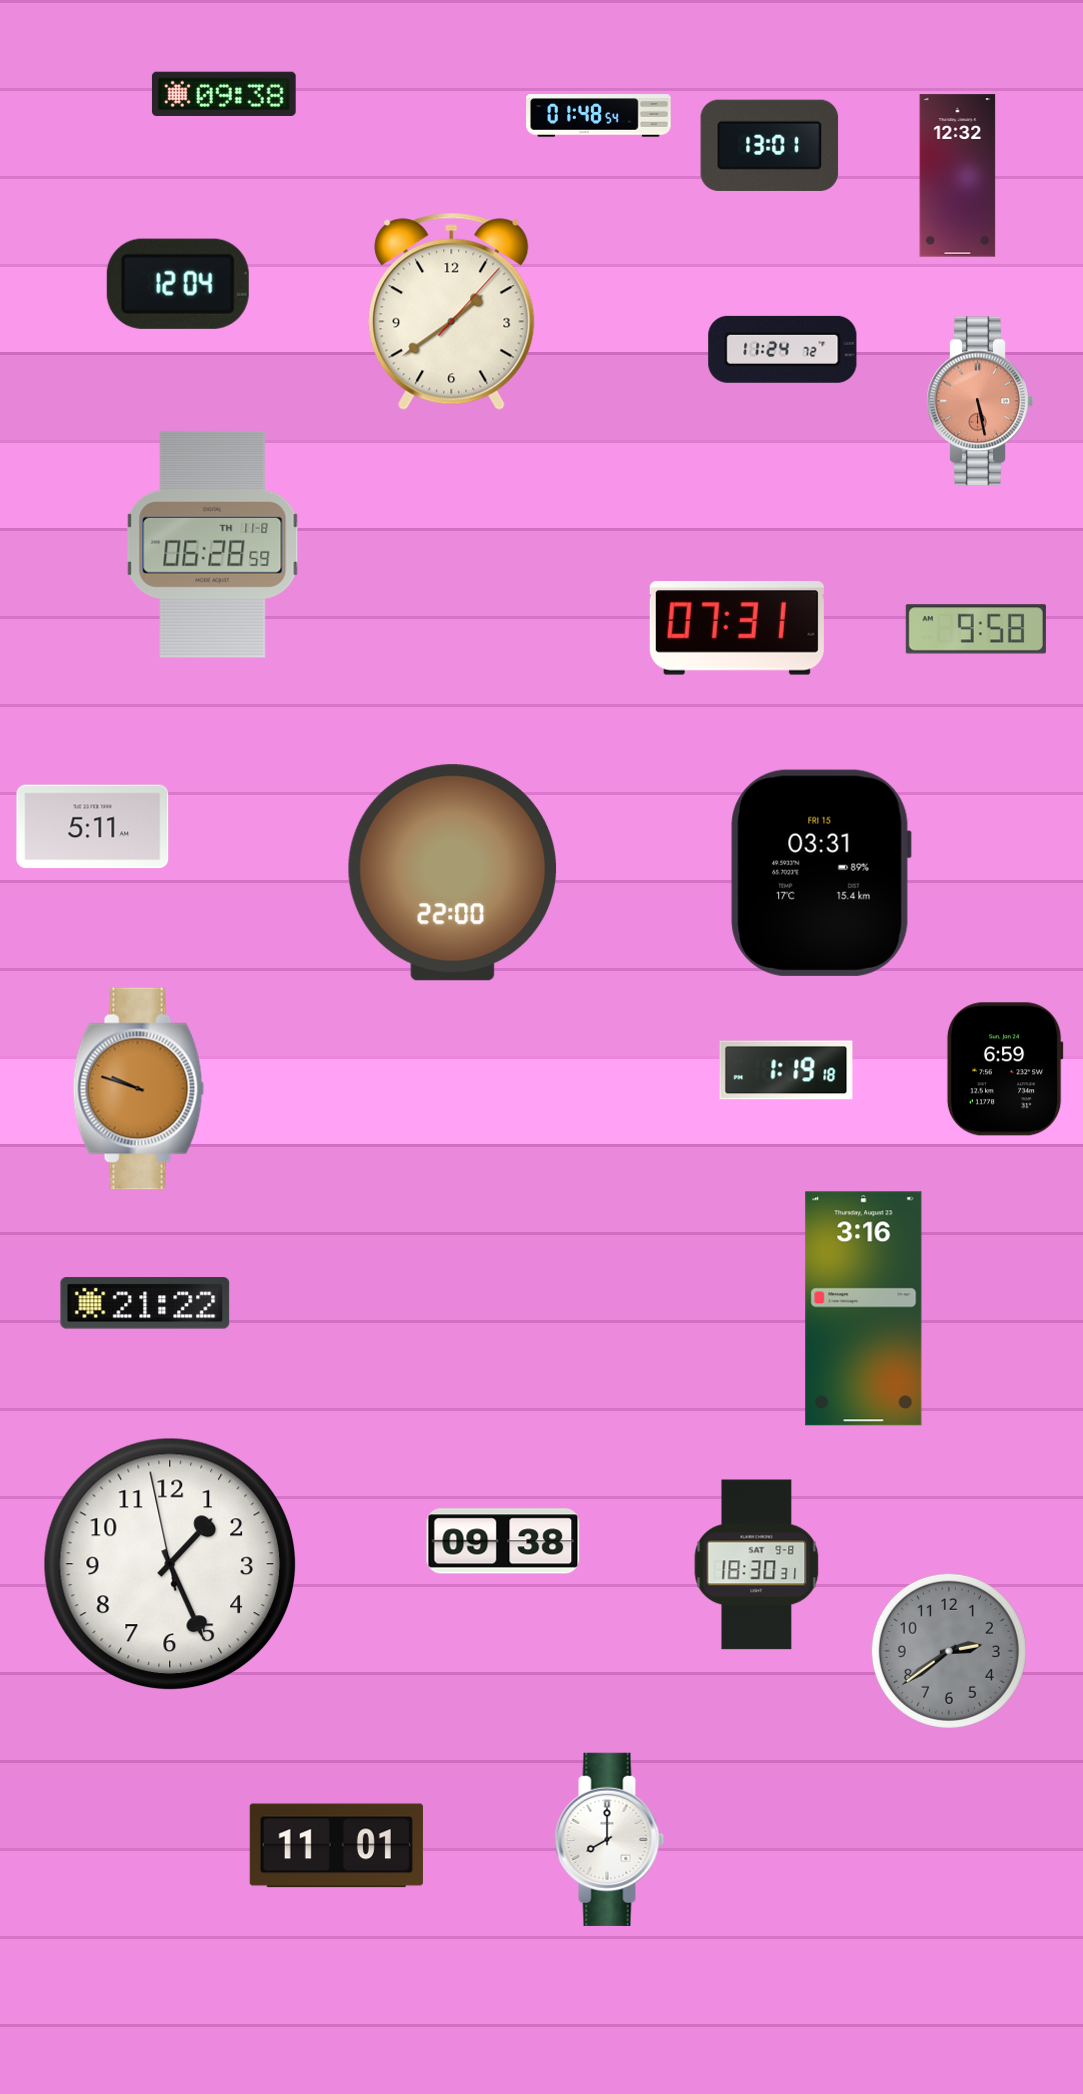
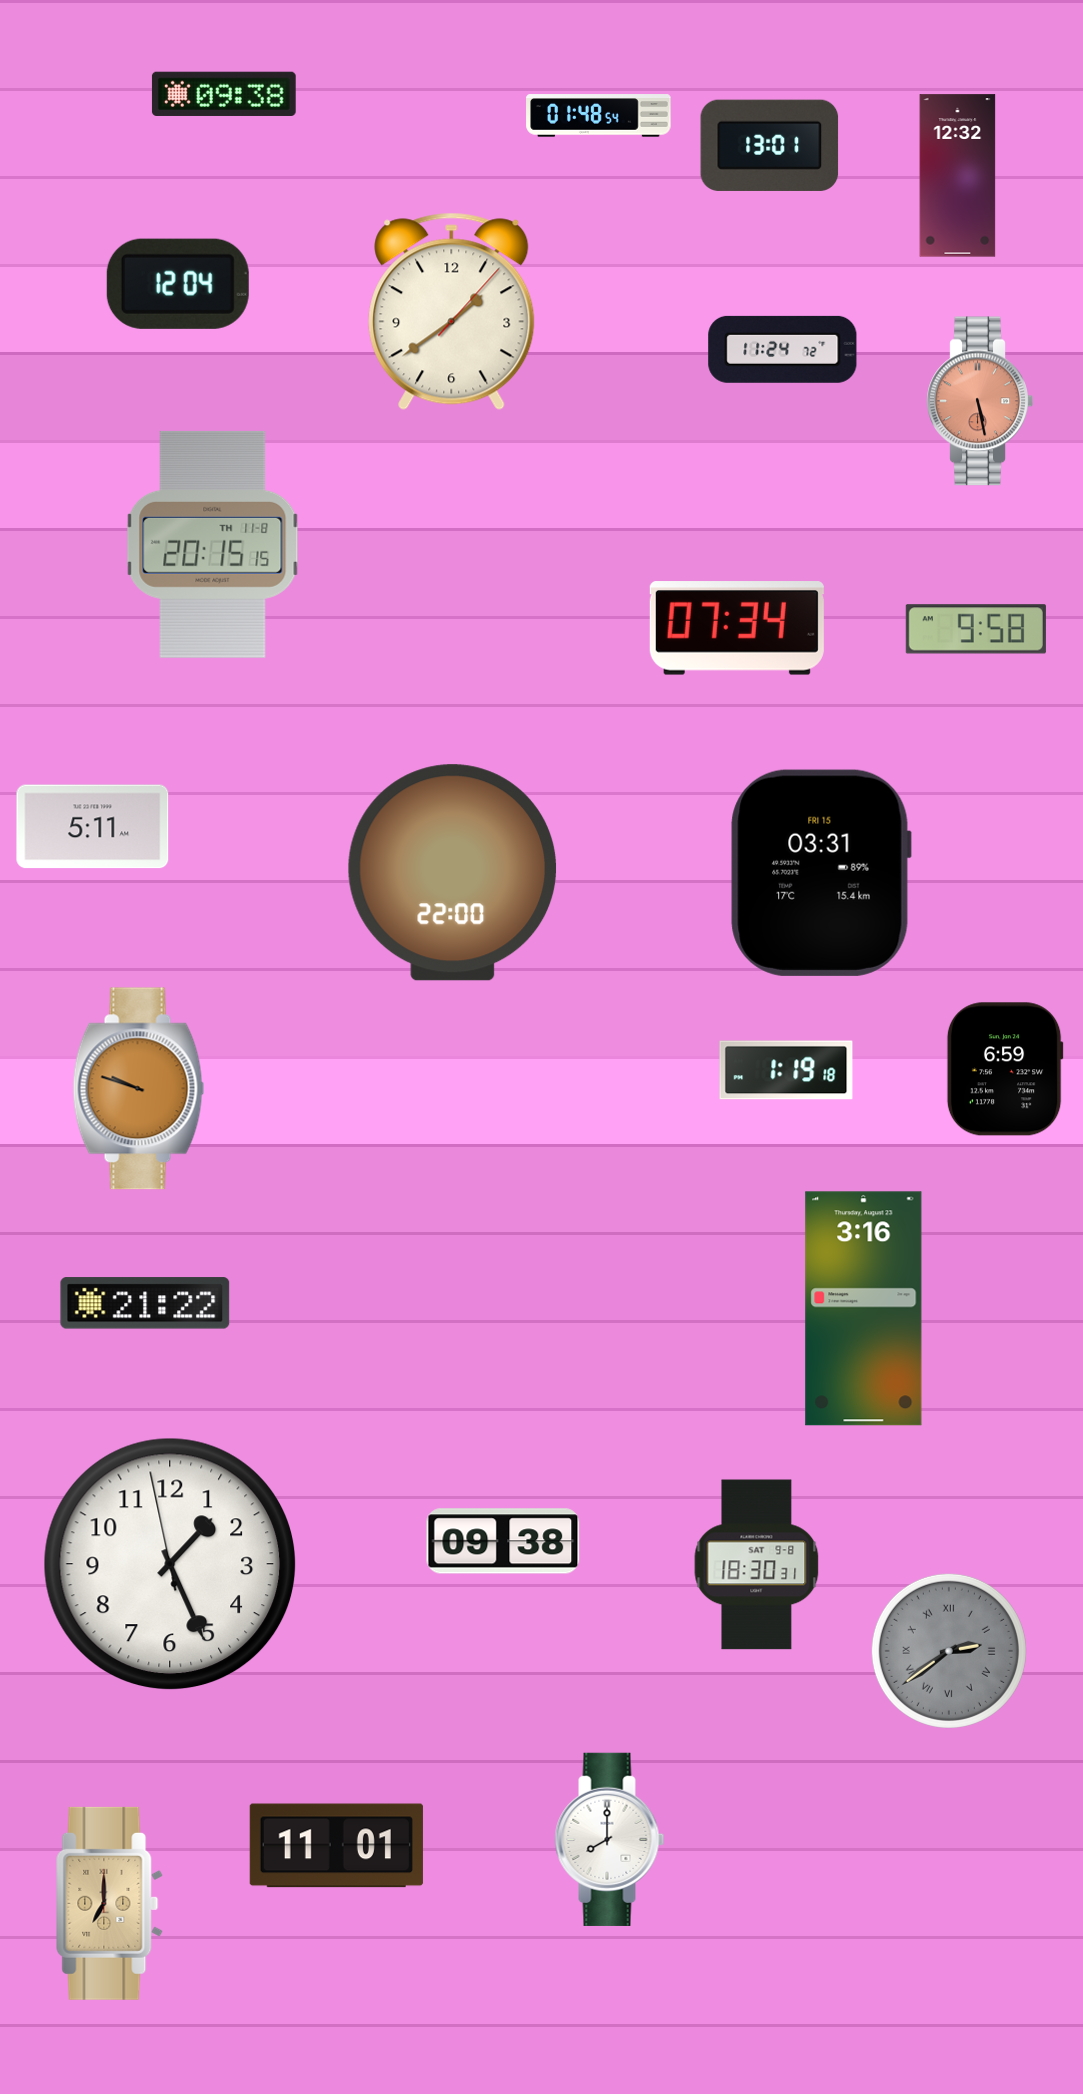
clock at (213, 544): 06:28 -> 20:15
clock at (737, 628): 07:31 -> 07:34
clock at (949, 1651) numerals: Arabic -> Roman
clock at (110, 1903): none -> 7:00
